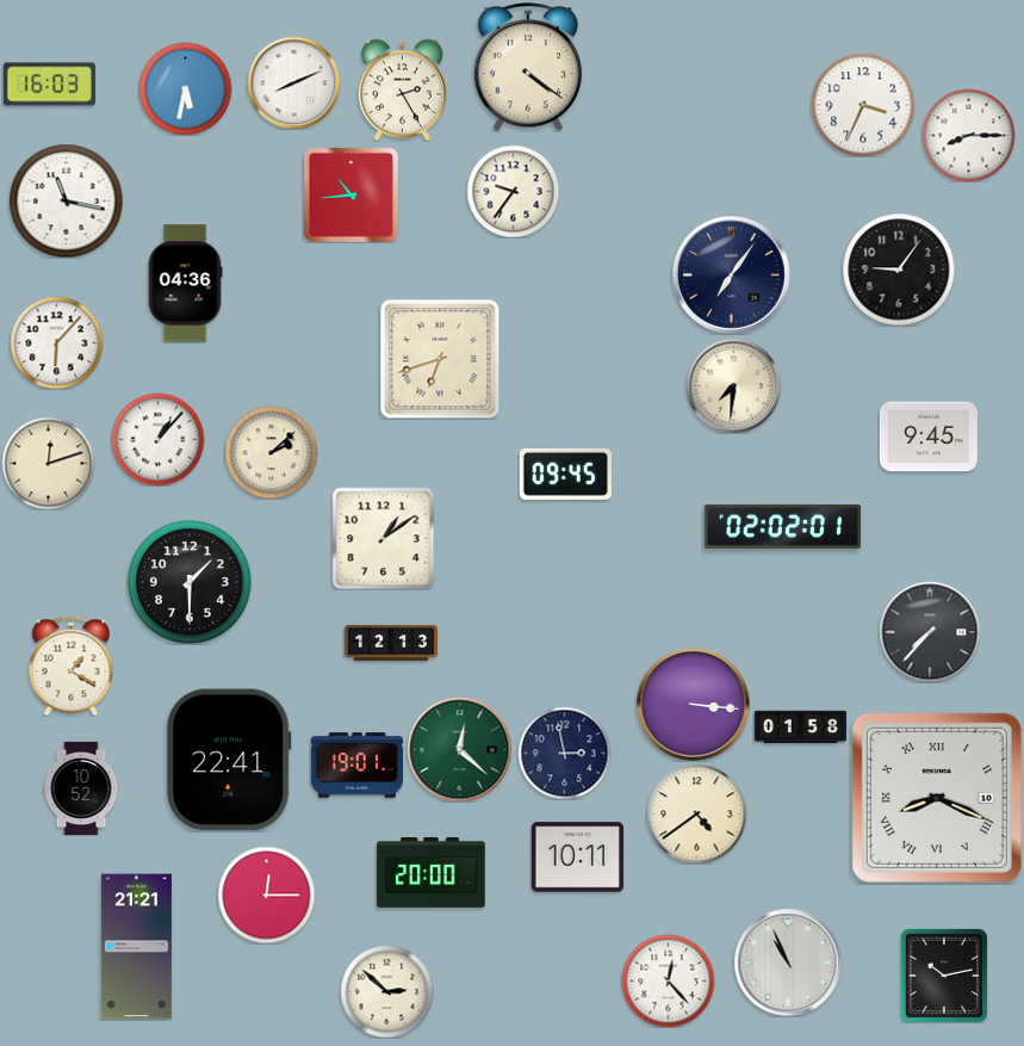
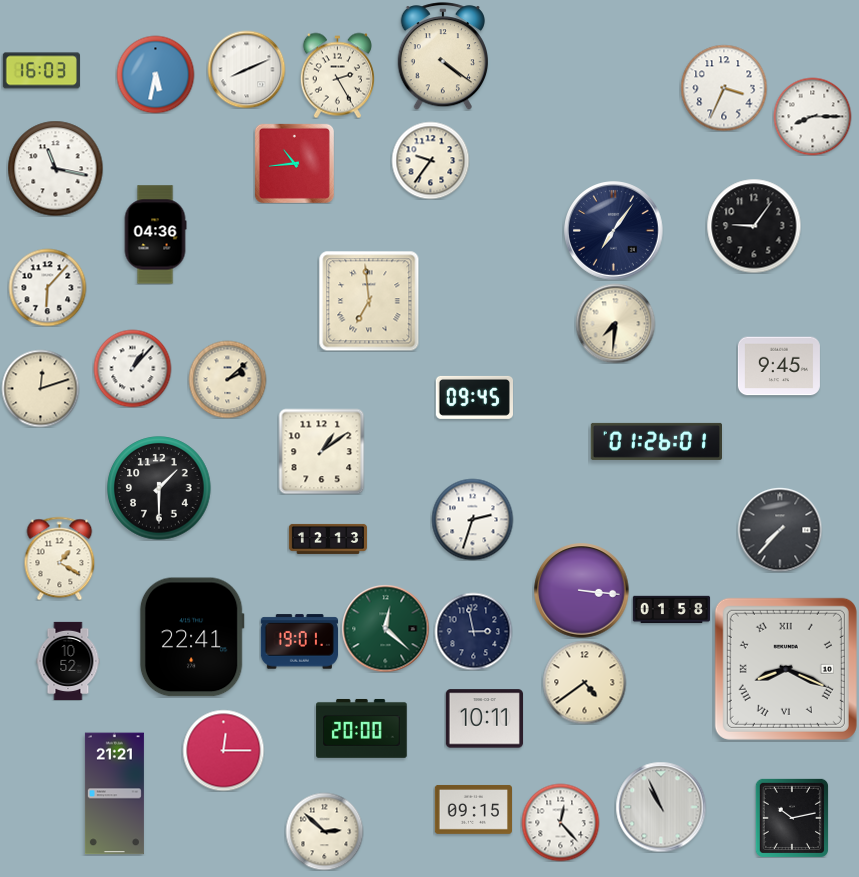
clock at (968, 135) position: (968, 135) -> (812, 116)
clock at (185, 284) position: (185, 284) -> (155, 235)
clock at (440, 359): 6:42 -> 6:59
clock at (782, 526): 02:02 -> 01:26
clock at (472, 519): none -> 2:33
clock at (432, 872) position: (432, 872) -> (362, 728)
clock at (473, 809): none -> 09:15
